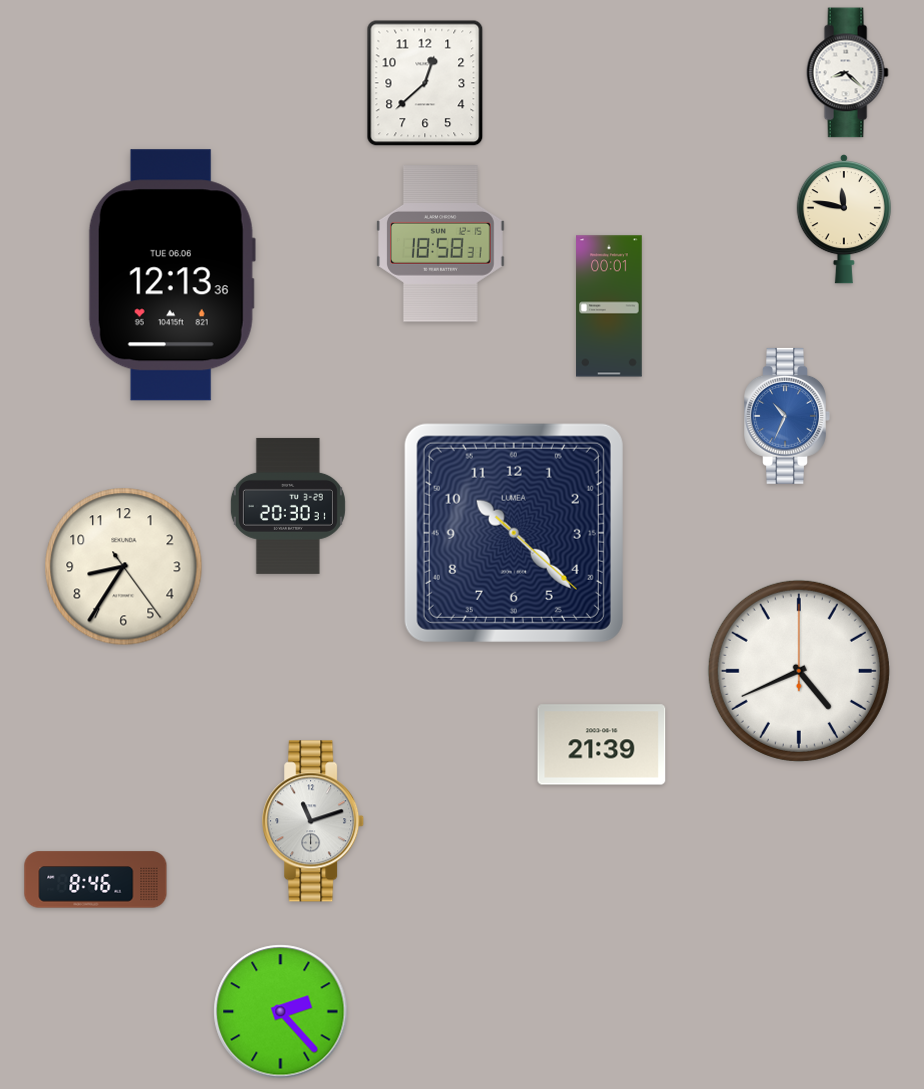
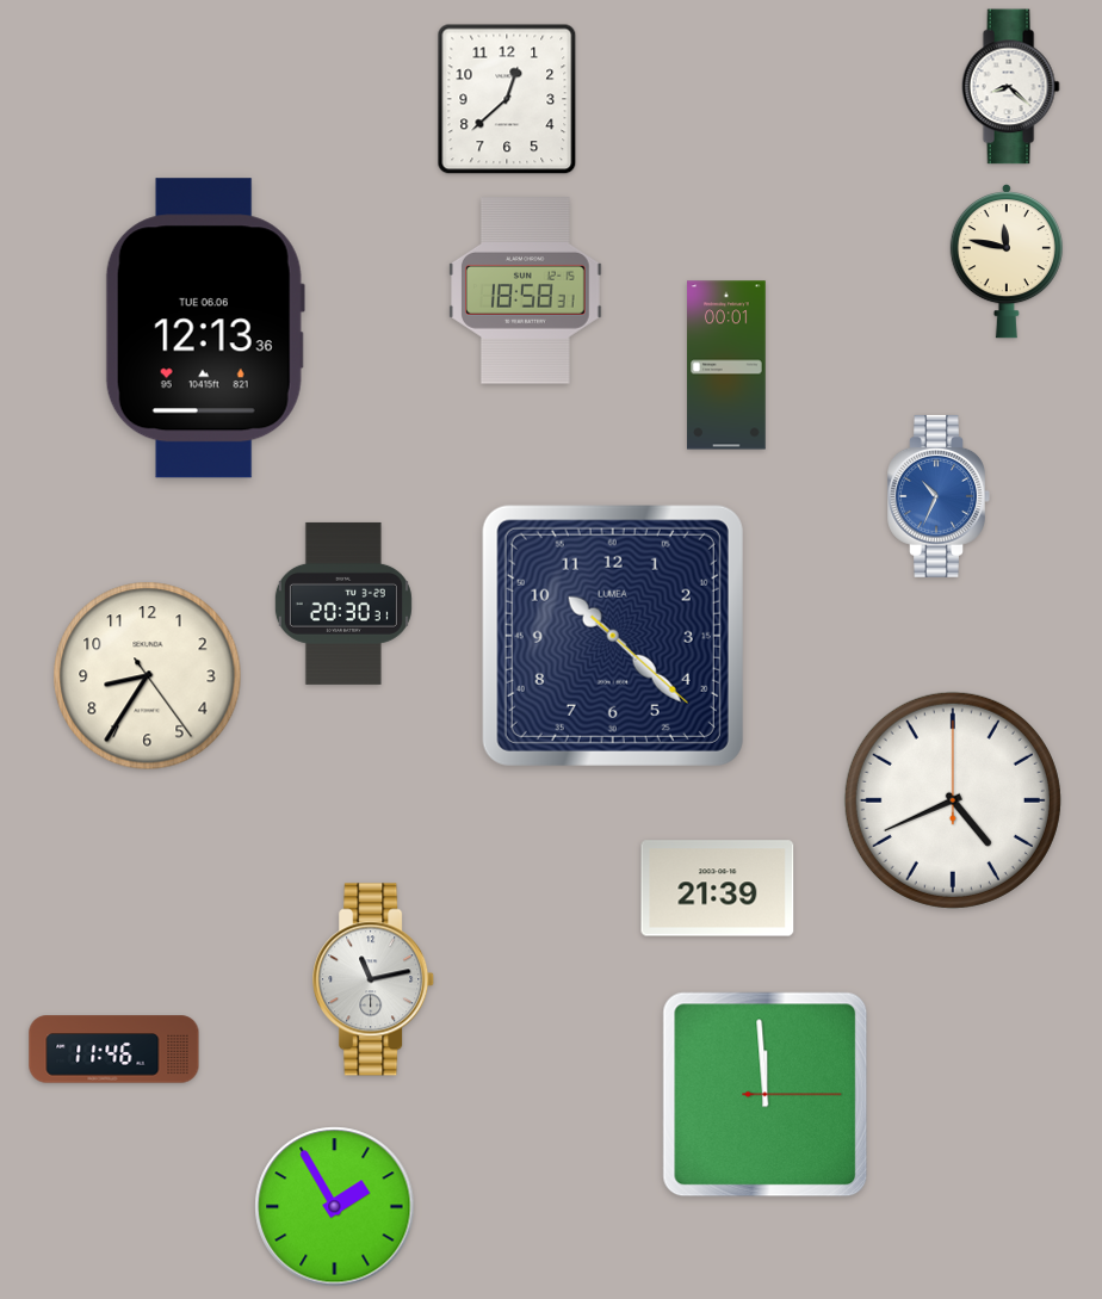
clock at (314, 821): 11:12 -> 11:13
clock at (96, 880): 8:46 -> 11:46
clock at (766, 1095): none -> 11:59
clock at (281, 1012): 2:23 -> 1:55
